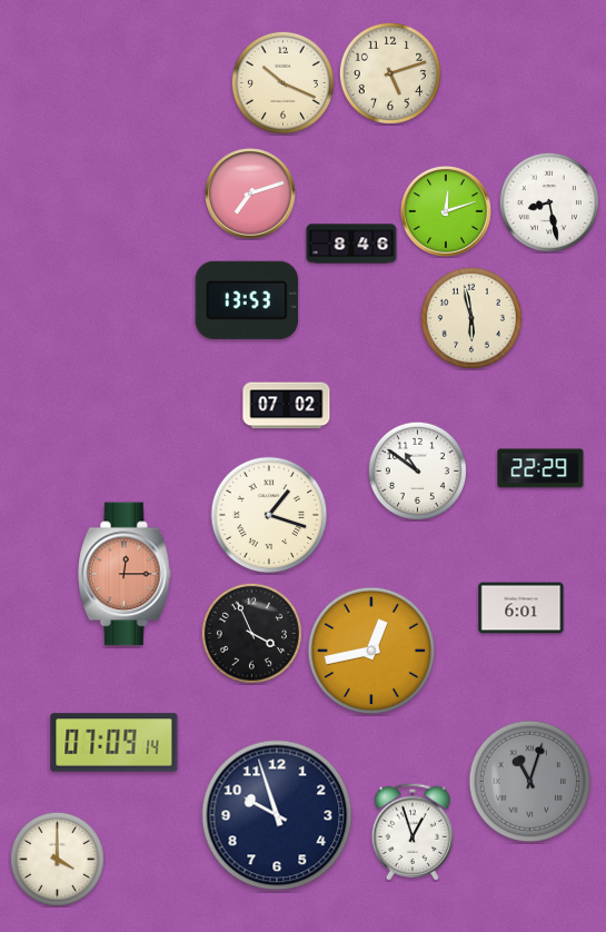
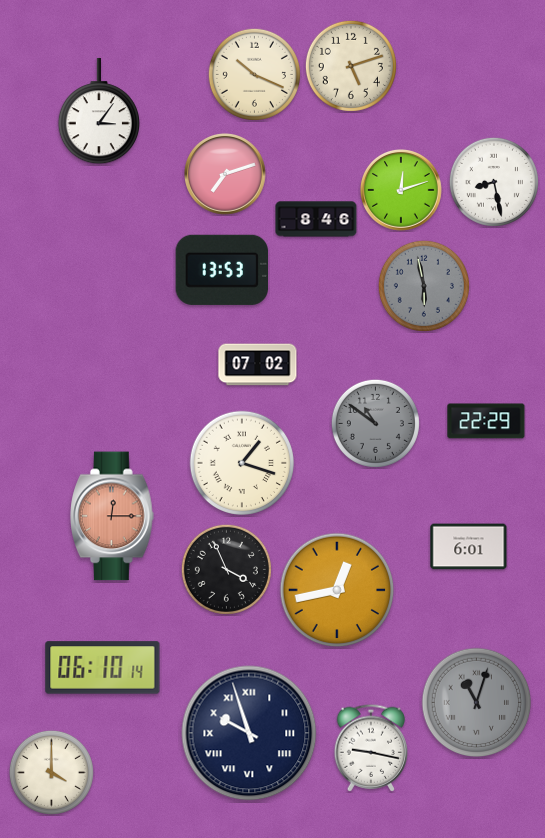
clock at (98, 112): none -> 3:06
clock at (471, 318) dial: cream -> grey
clock at (417, 470) dial: white -> grey
clock at (371, 651) position: (371, 651) -> (337, 590)
clock at (115, 743): 07:09 -> 06:10
clock at (277, 815) numerals: Arabic -> Roman
clock at (413, 832): 12:57 -> 9:17
